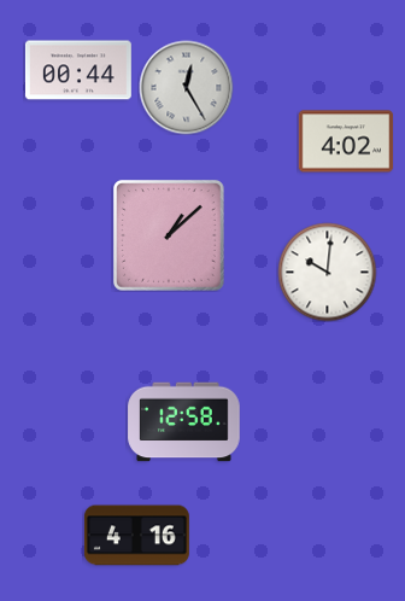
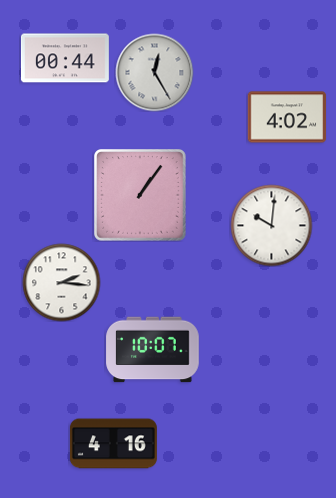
clock at (169, 235): 1:08 -> 1:06
clock at (61, 282): none -> 2:16
clock at (184, 422): 12:58 -> 10:07
